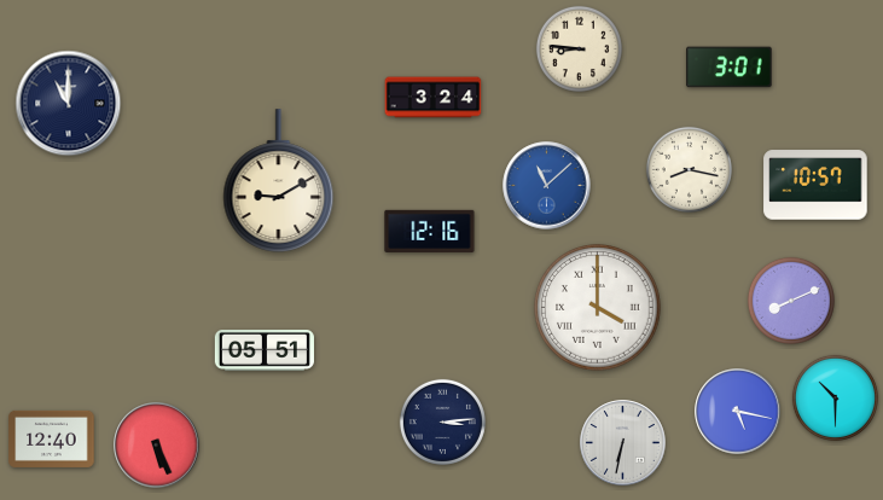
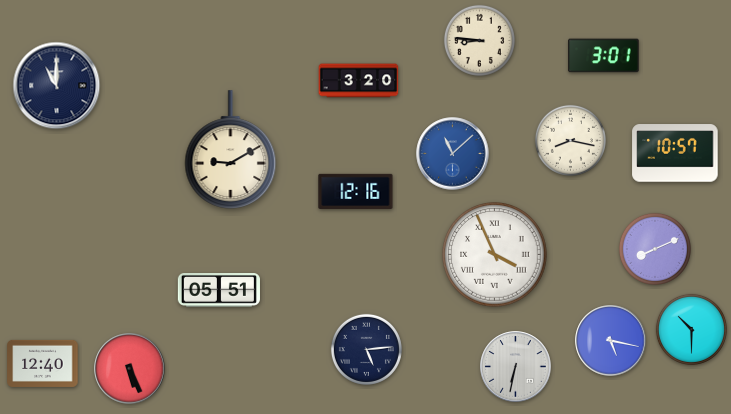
clock at (434, 98): 3:24 -> 3:20
clock at (598, 308): 4:00 -> 3:56
clock at (442, 421): 3:14 -> 5:14
